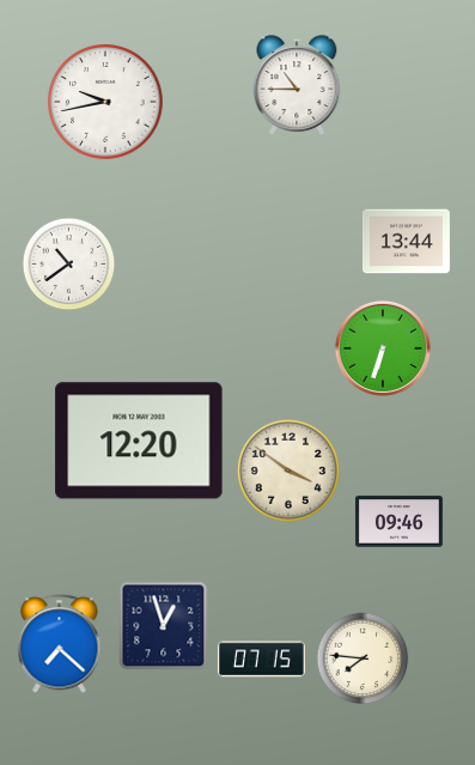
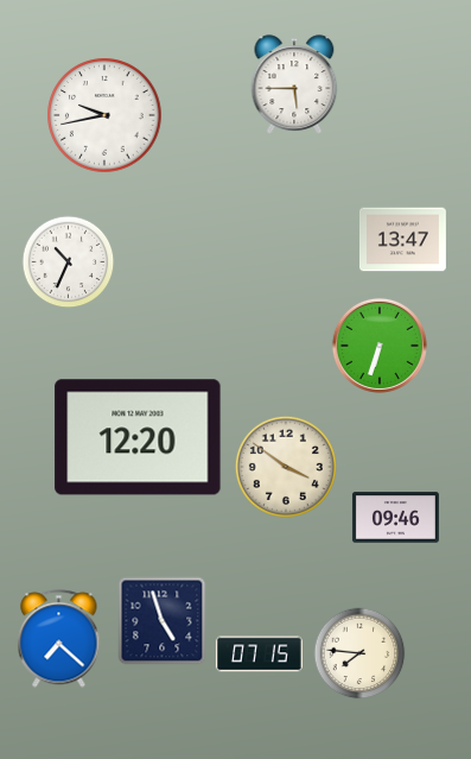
clock at (297, 85): 10:45 -> 5:45
clock at (105, 102) position: (105, 102) -> (104, 115)
clock at (406, 242): 13:44 -> 13:47
clock at (69, 265): 10:39 -> 10:34
clock at (164, 626): 12:57 -> 4:57
